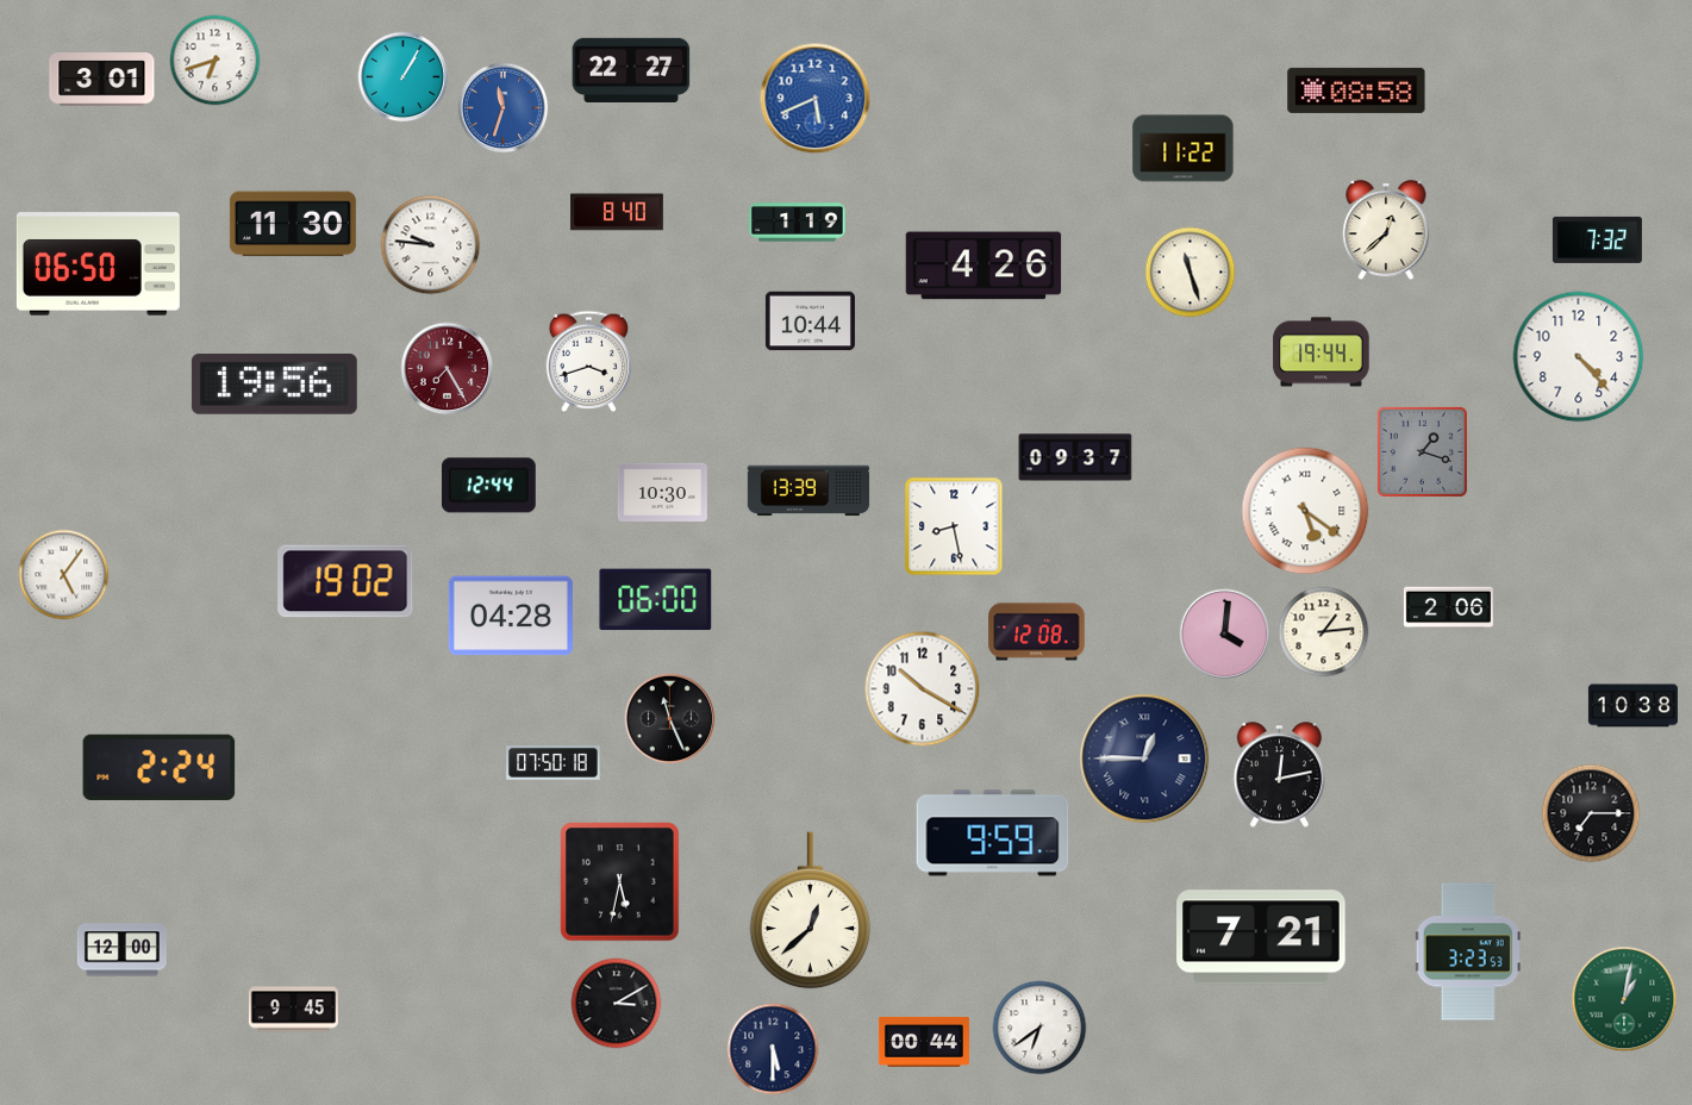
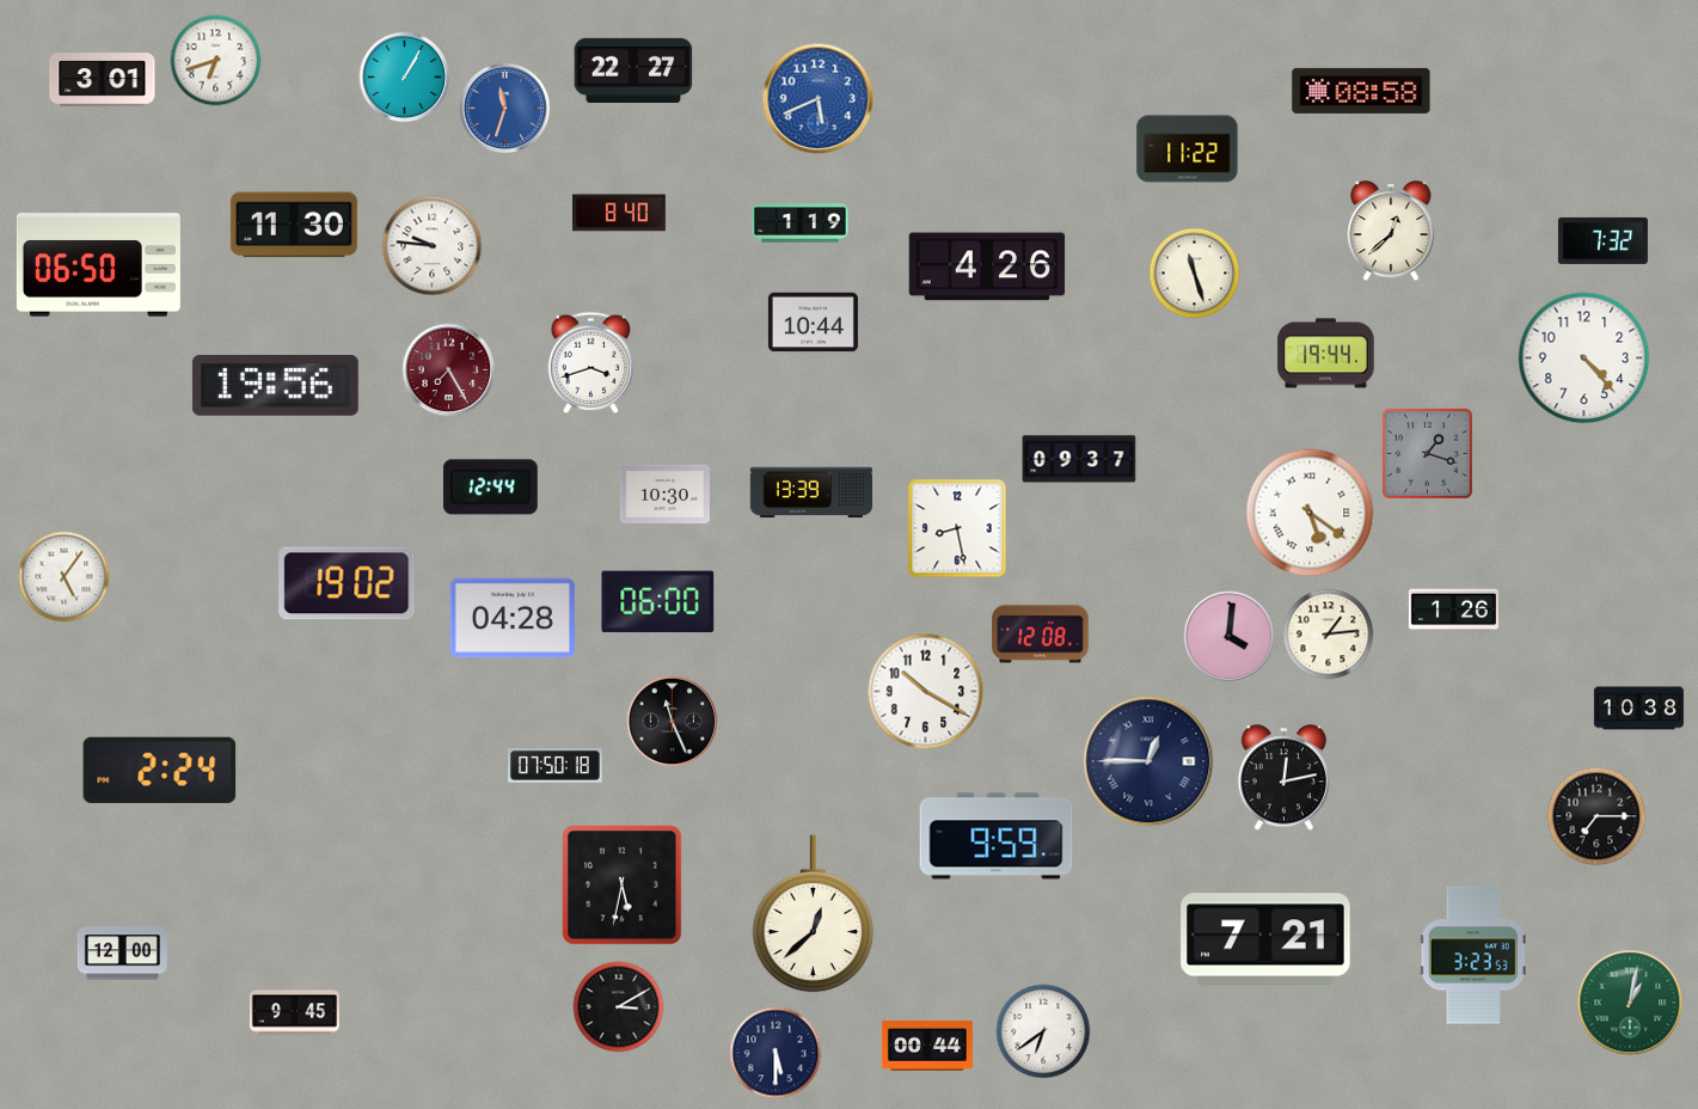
clock at (1448, 608): 2:06 -> 1:26
